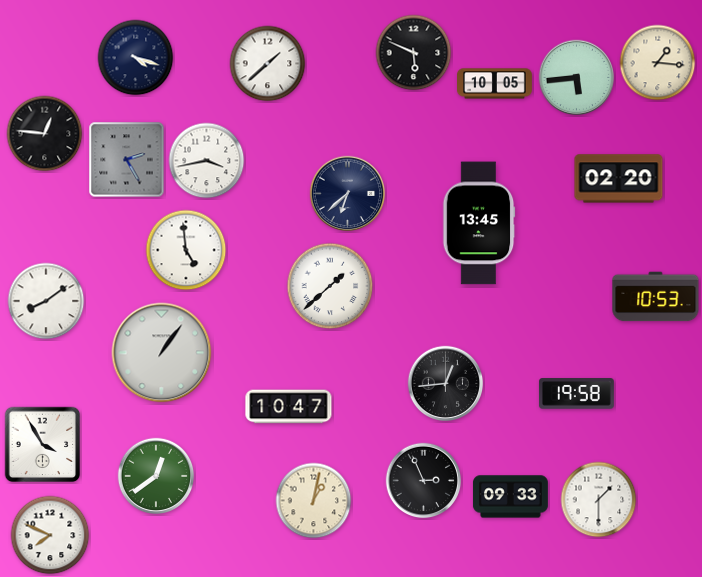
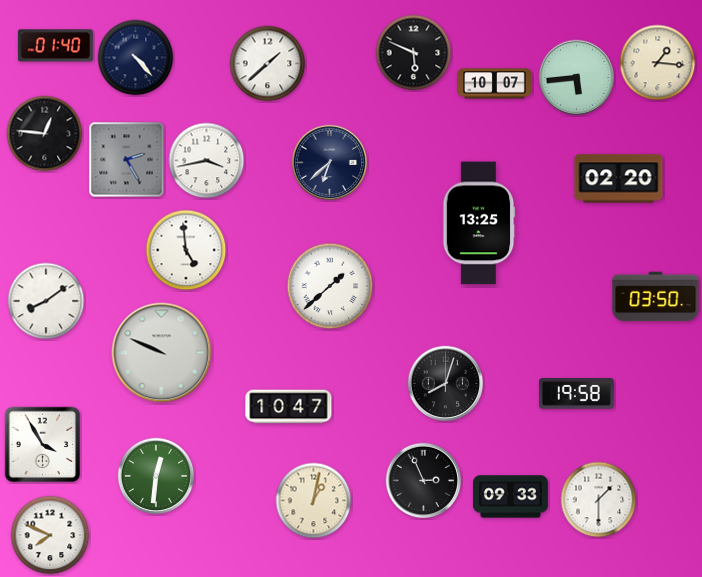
clock at (55, 46): none -> 01:40
clock at (136, 58): 4:18 -> 4:23
clock at (495, 84): 10:05 -> 10:07
clock at (348, 194) position: (348, 194) -> (330, 163)
clock at (479, 223): 13:45 -> 13:25
clock at (656, 297): 10:53 -> 03:50
clock at (162, 353): 1:06 -> 9:49
clock at (446, 384): 12:44 -> 8:03
clock at (156, 476): 12:39 -> 12:31
